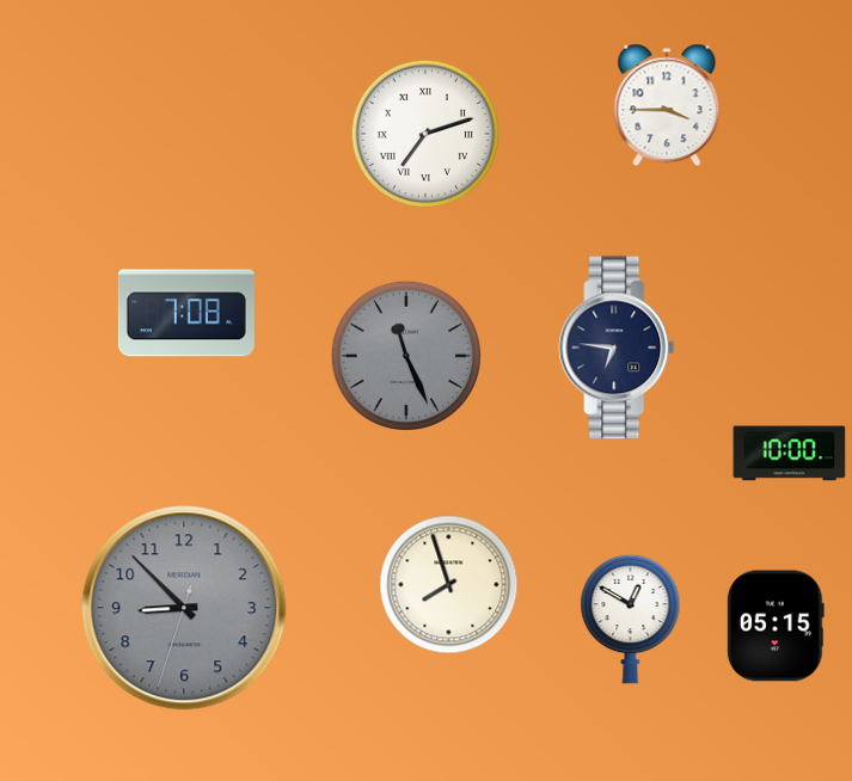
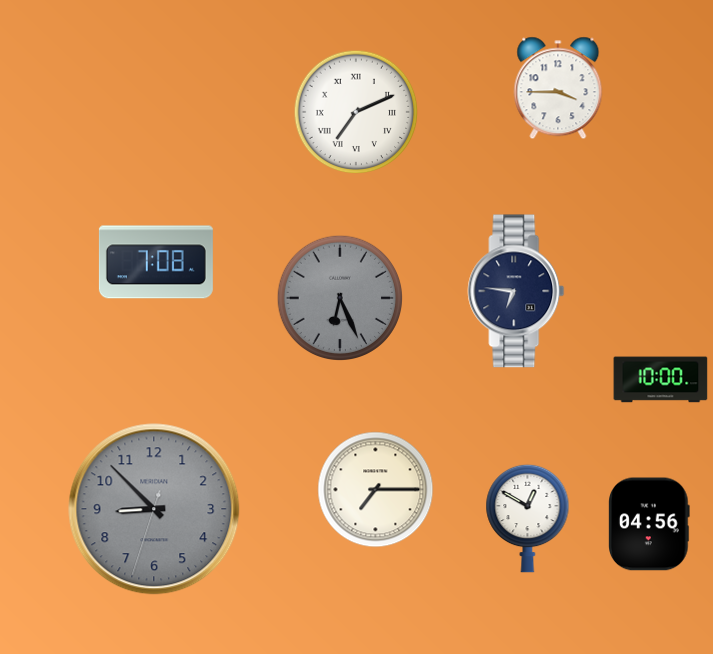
clock at (425, 134): 7:12 -> 7:11
clock at (405, 355): 11:26 -> 6:26
clock at (449, 585): 7:57 -> 7:15
clock at (777, 626): 05:15 -> 04:56
